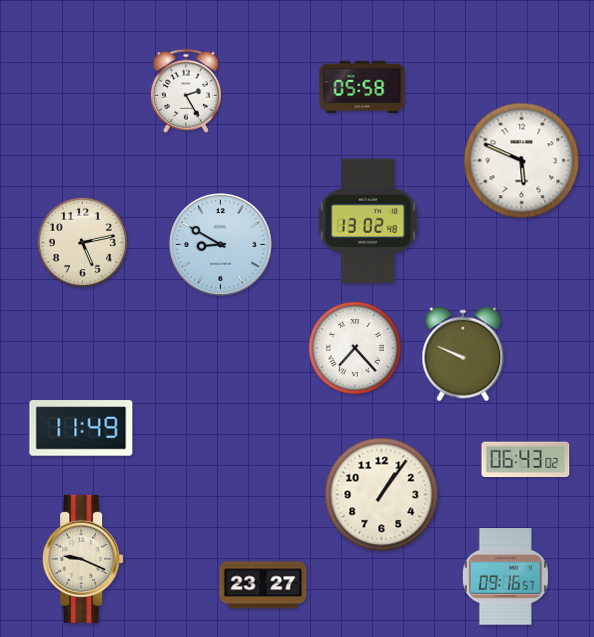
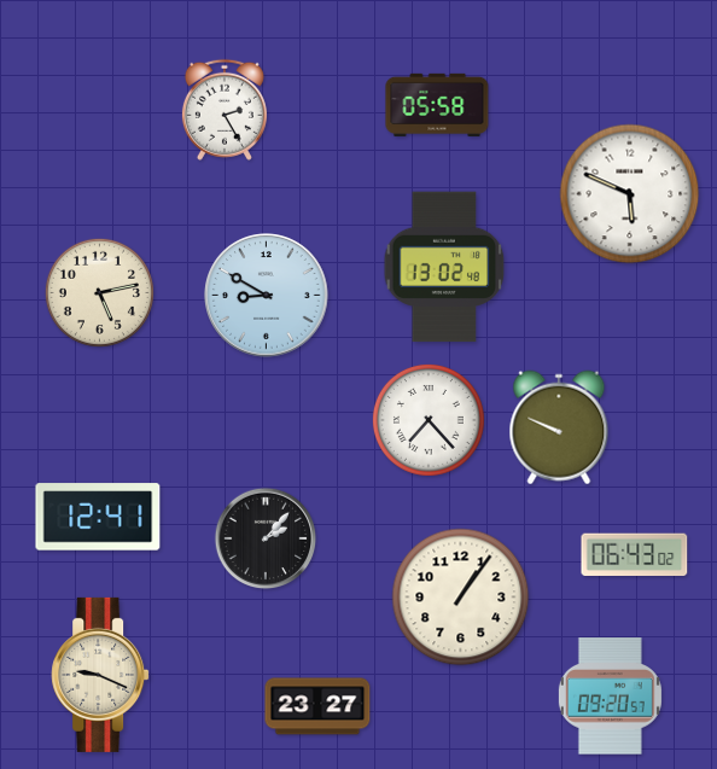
clock at (81, 428): 11:49 -> 12:41
clock at (266, 538): none -> 2:07
clock at (505, 577): 09:16 -> 09:20
